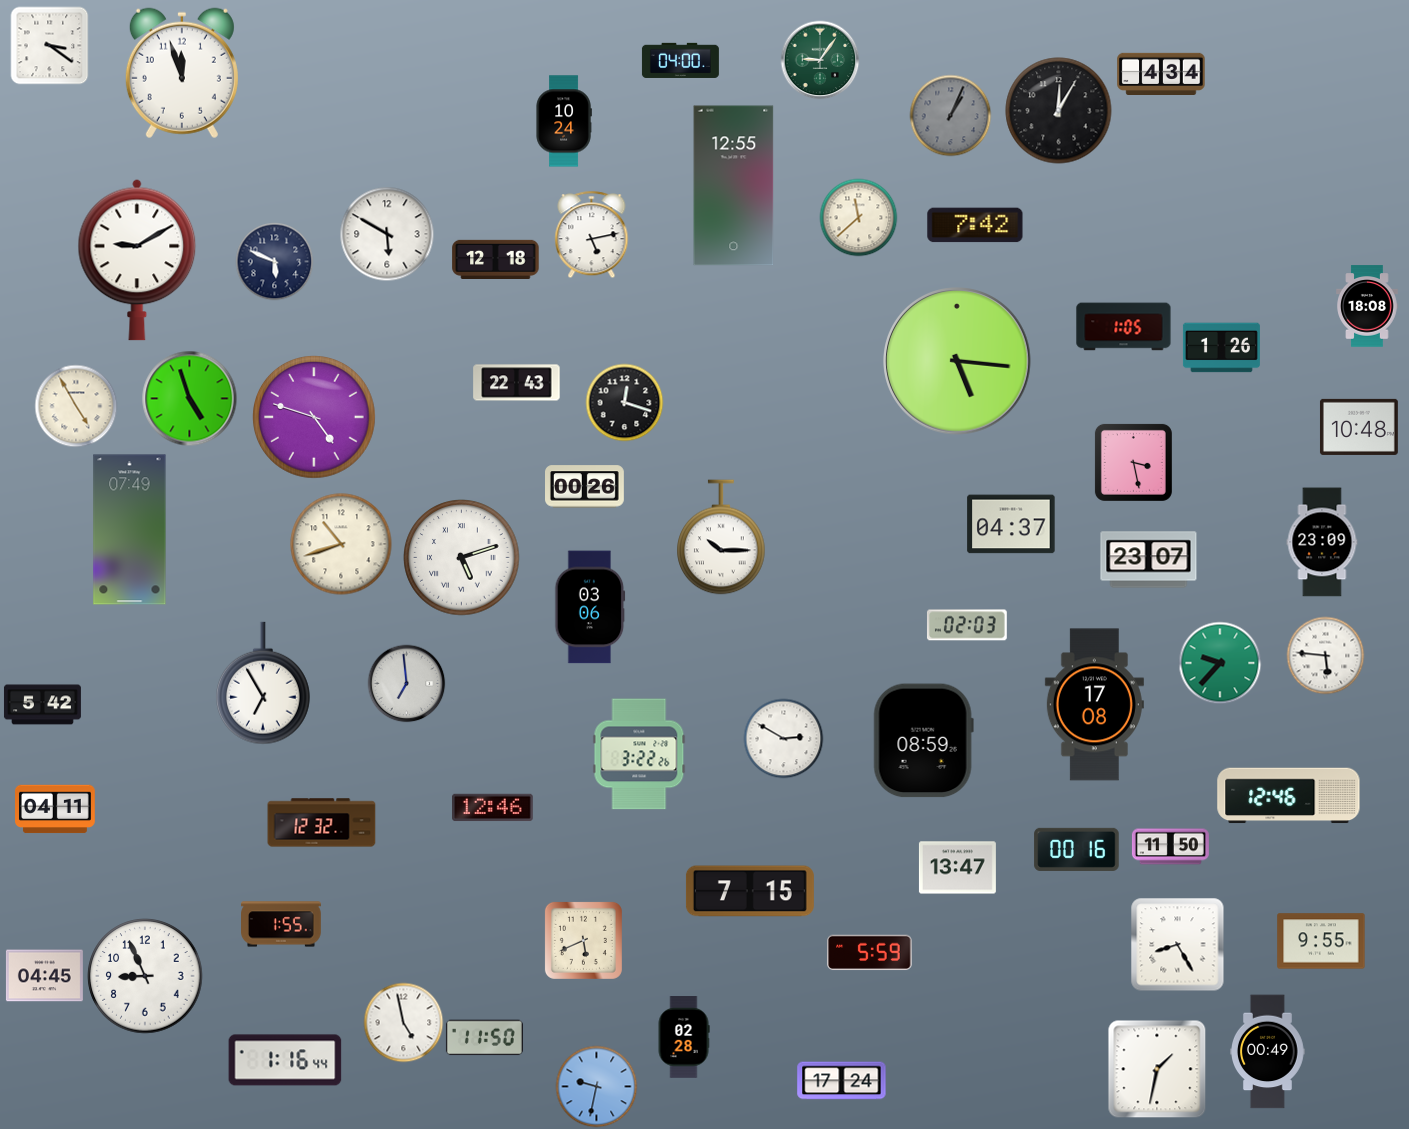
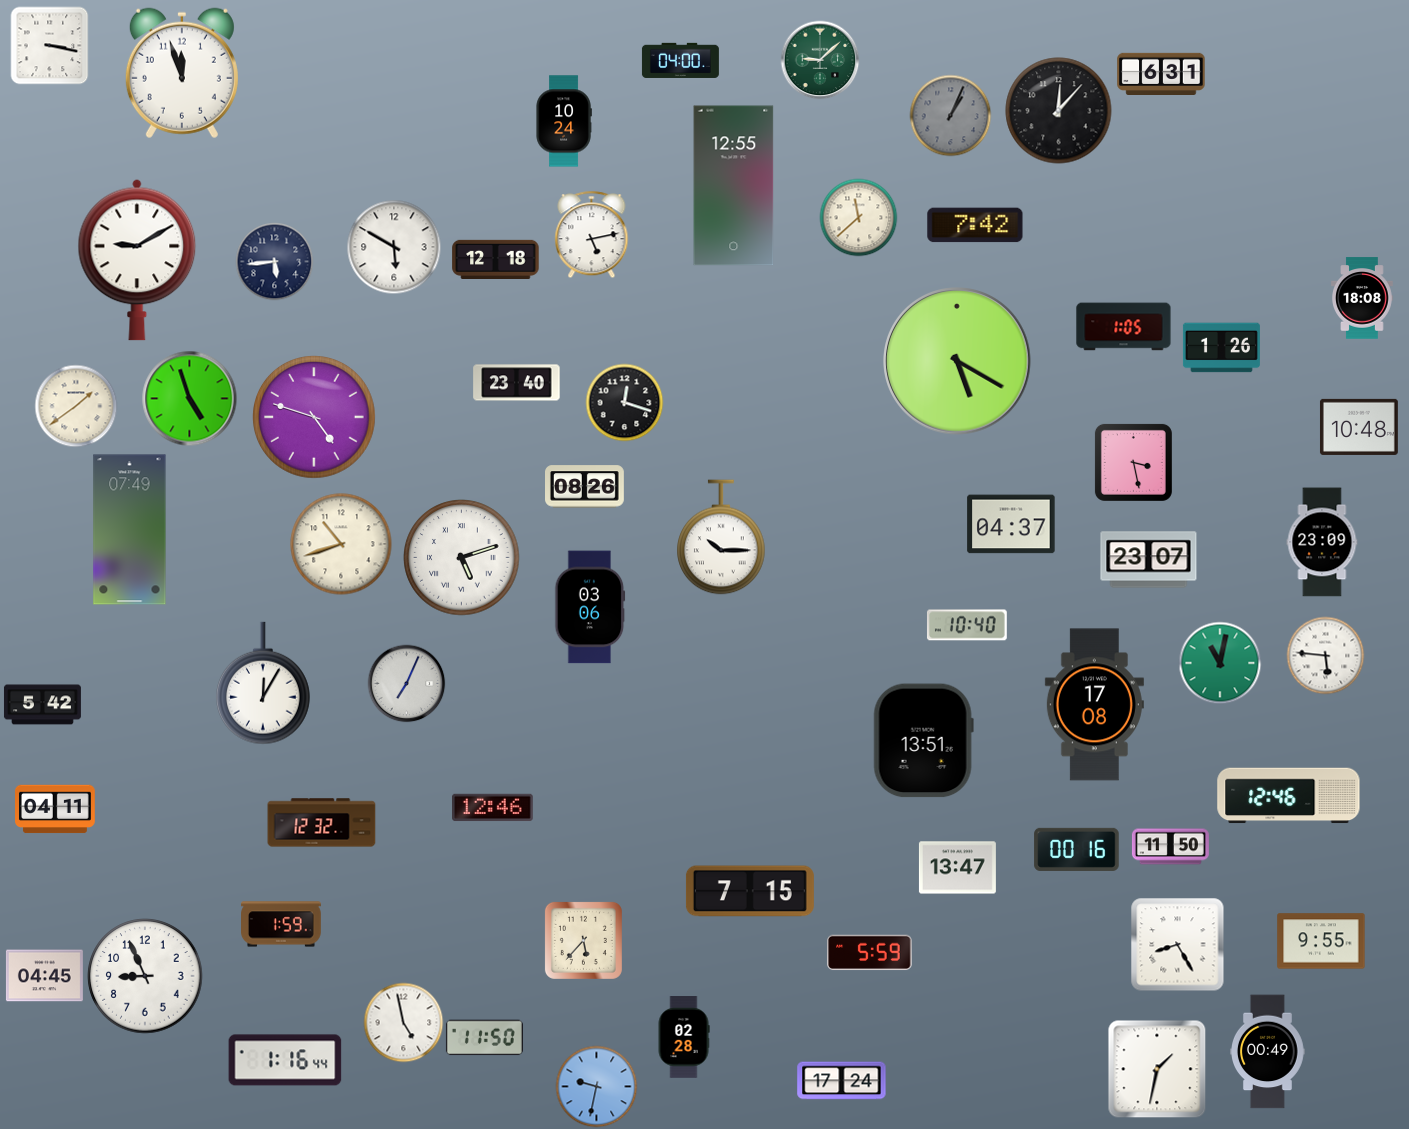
clock at (49, 45): 3:21 -> 3:17
clock at (820, 60): 9:06 -> 9:08
clock at (1161, 73): 4:34 -> 6:31
clock at (1059, 111): 12:05 -> 12:07
clock at (387, 234) position: (387, 234) -> (394, 247)
clock at (274, 261): 5:49 -> 5:44
clock at (1367, 306) position: (1367, 306) -> (1362, 298)
clock at (957, 361): 5:16 -> 5:20
clock at (517, 383): 22:43 -> 23:40
clock at (76, 406): 4:55 -> 1:39
clock at (585, 487): 00:26 -> 08:26
clock at (967, 625): 02:03 -> 10:40
clock at (1220, 663): 9:37 -> 11:02
clock at (263, 683): 6:55 -> 12:05
clock at (406, 683): 6:59 -> 7:04
clock at (783, 738): 2:50 -> none
clock at (923, 741): 08:59 -> 13:51
clock at (639, 754): 3:22 -> none
clock at (282, 924): 1:55 -> 1:59
clock at (583, 940): 5:41 -> 5:37
